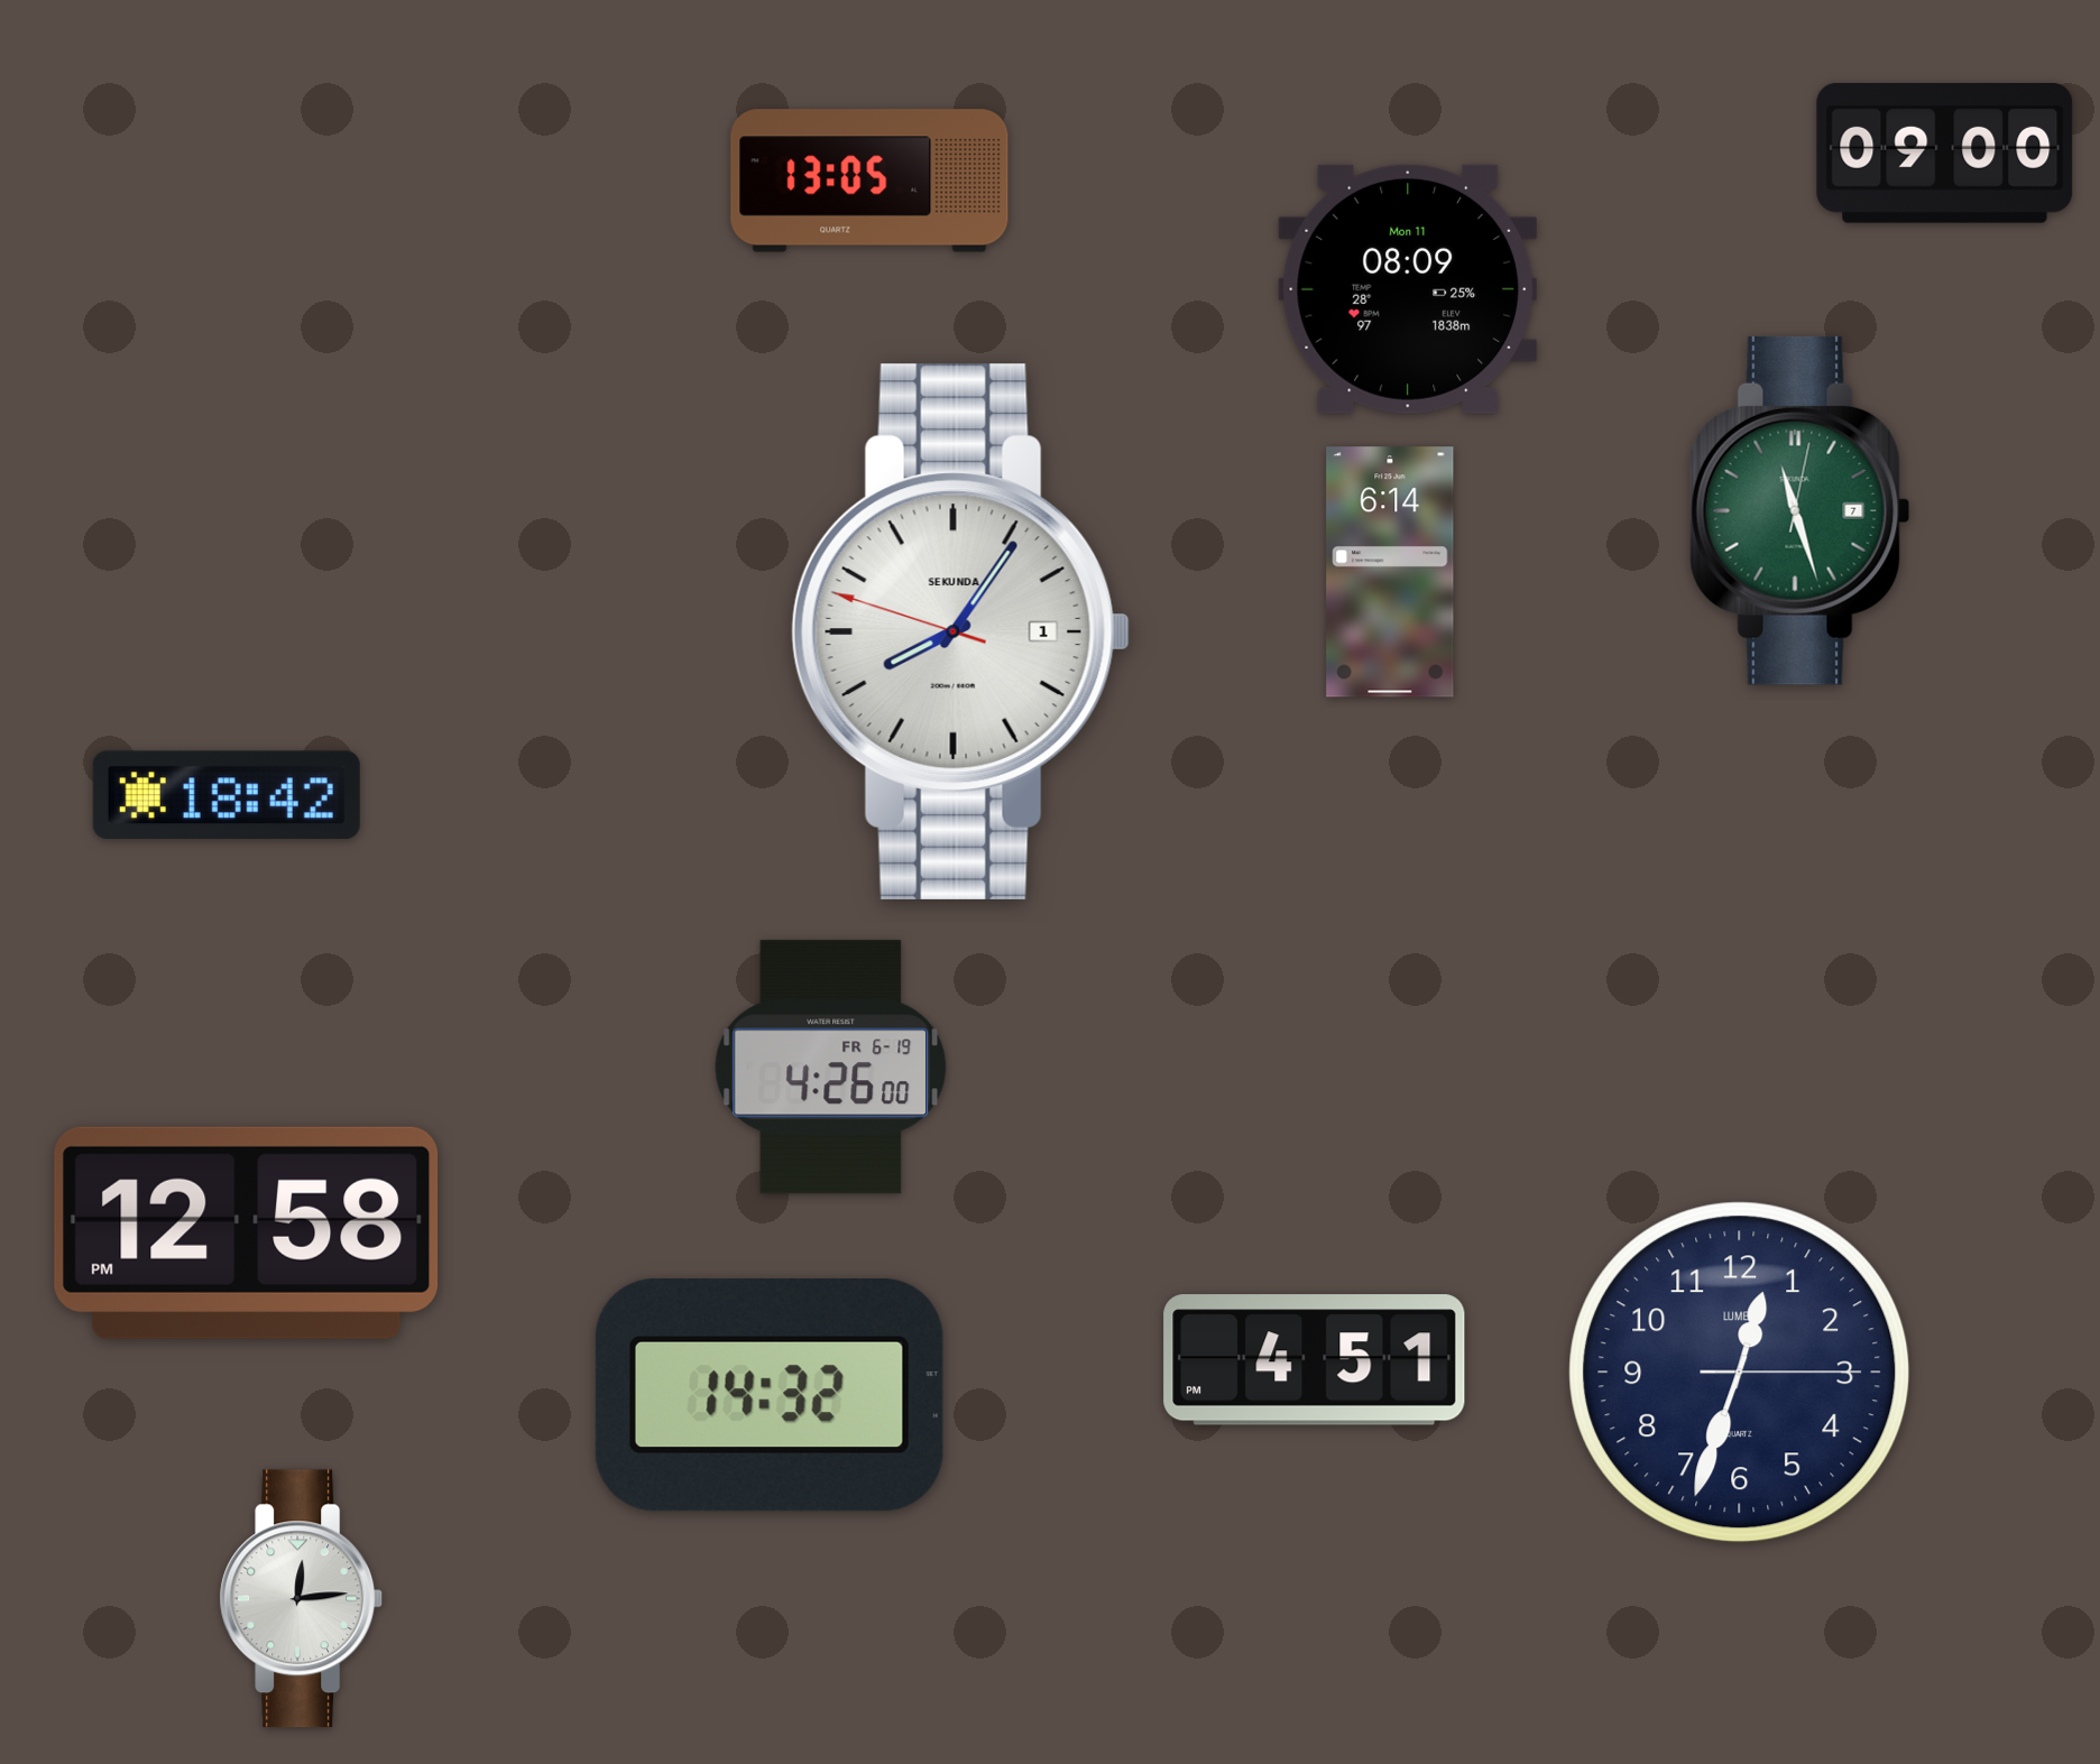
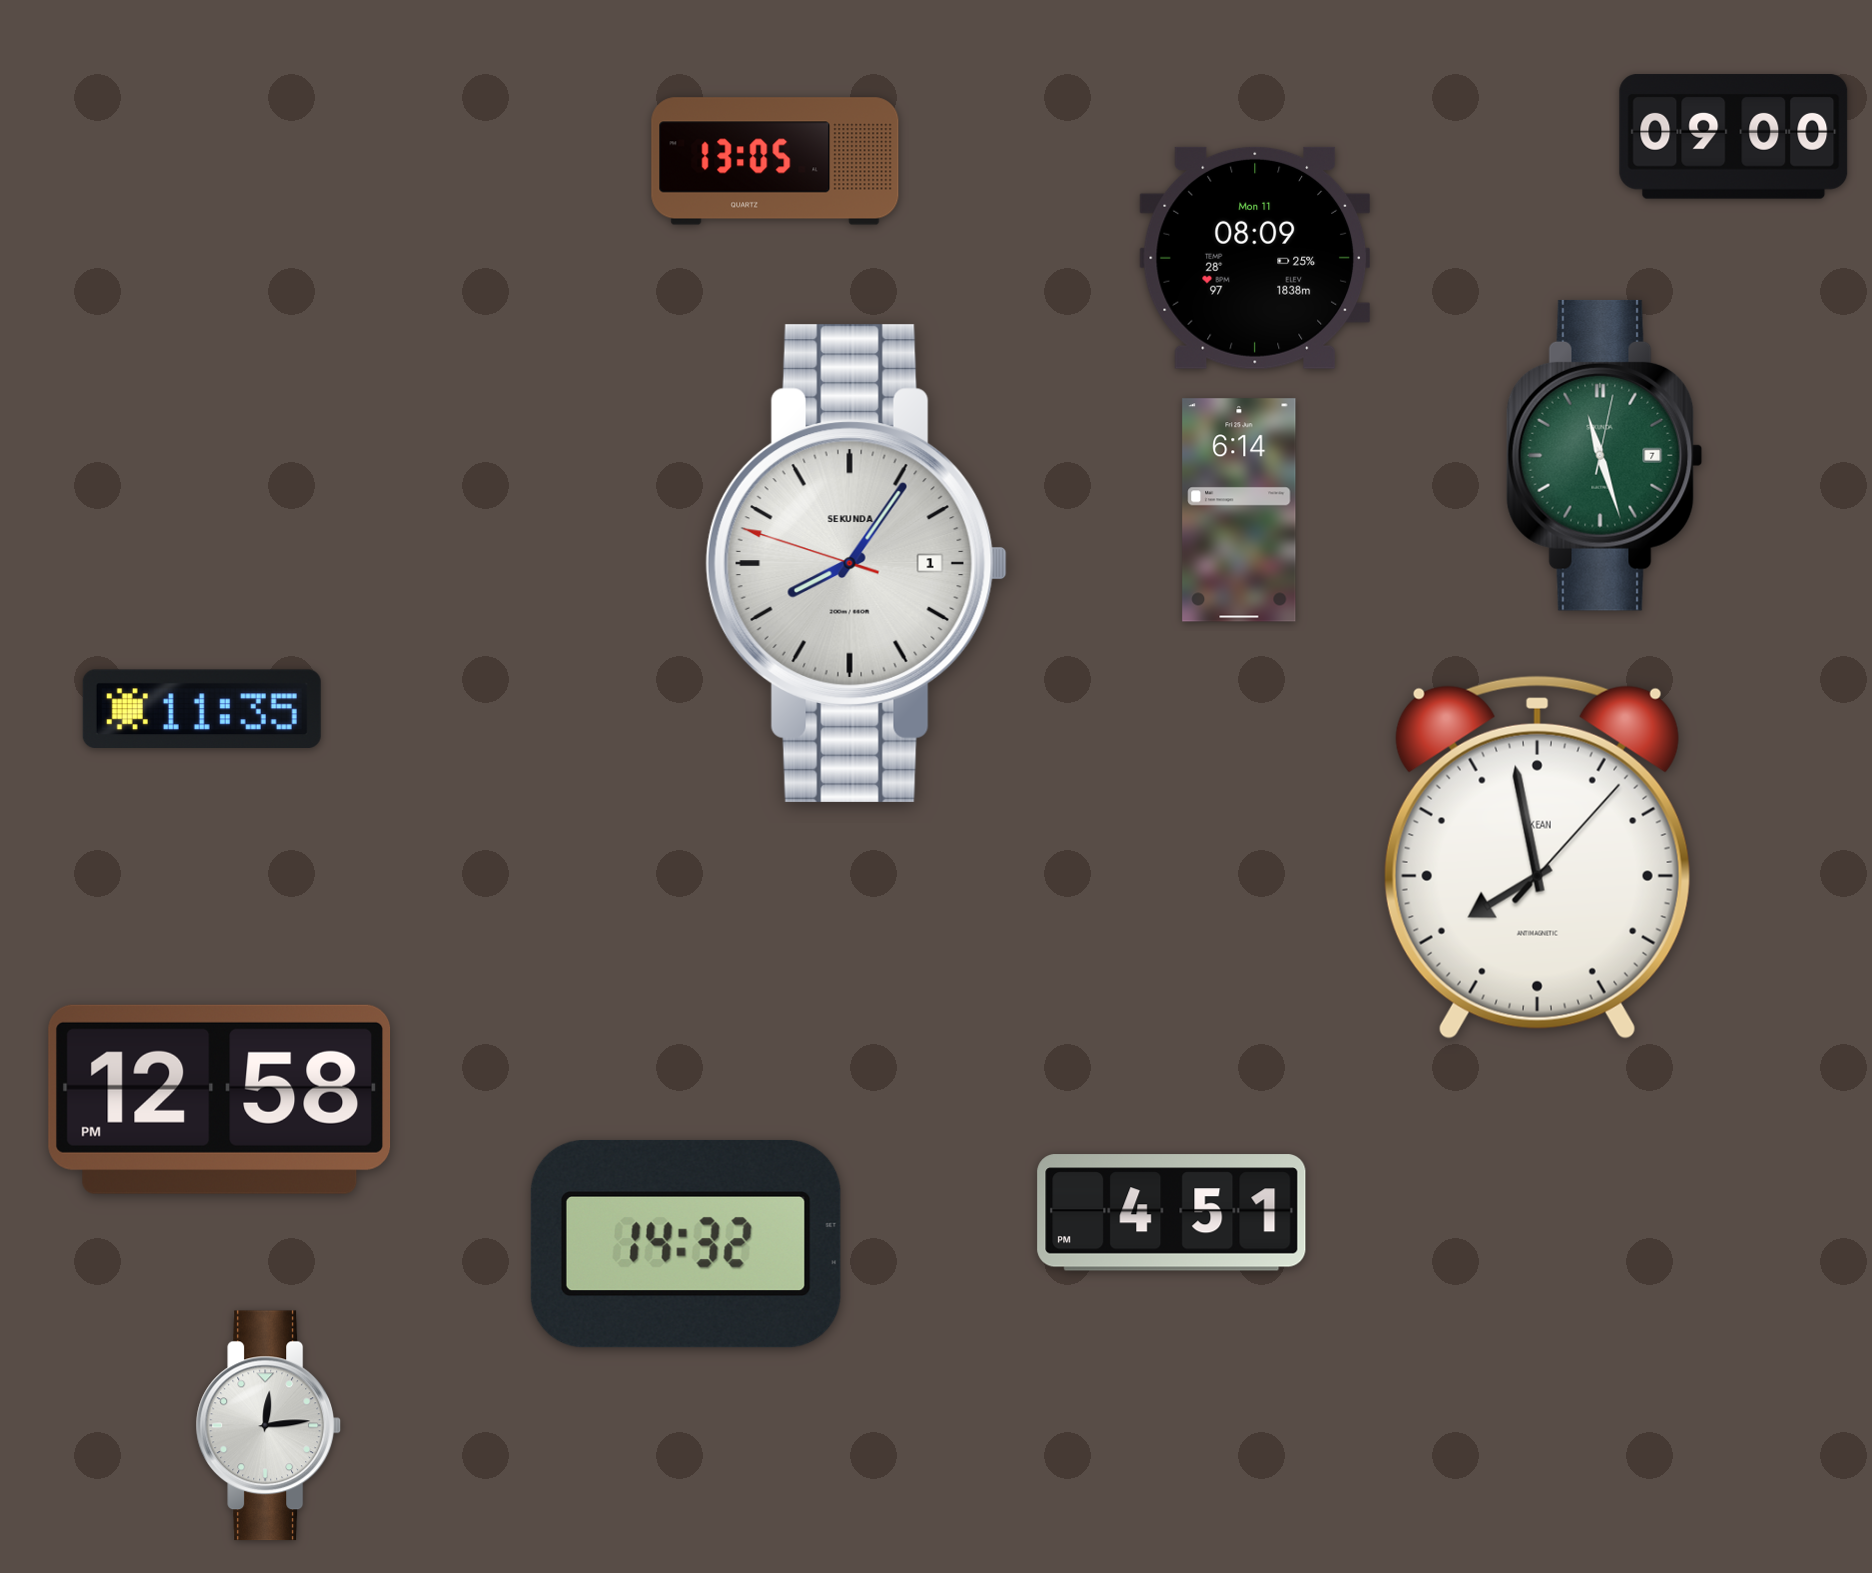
clock at (227, 794): 18:42 -> 11:35
clock at (1537, 857): none -> 7:58
clock at (831, 1068): 4:26 -> none
clock at (1740, 1373): 12:33 -> none
